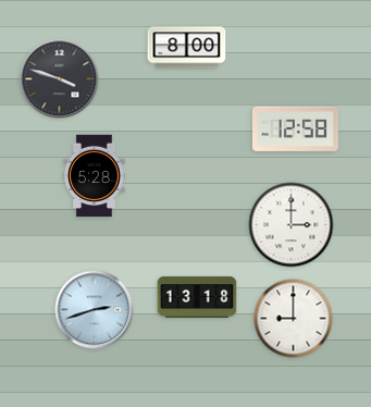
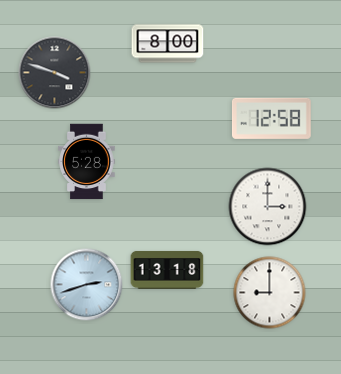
clock at (187, 48) position: (187, 48) -> (168, 44)
clock at (197, 297) position: (197, 297) -> (167, 270)
